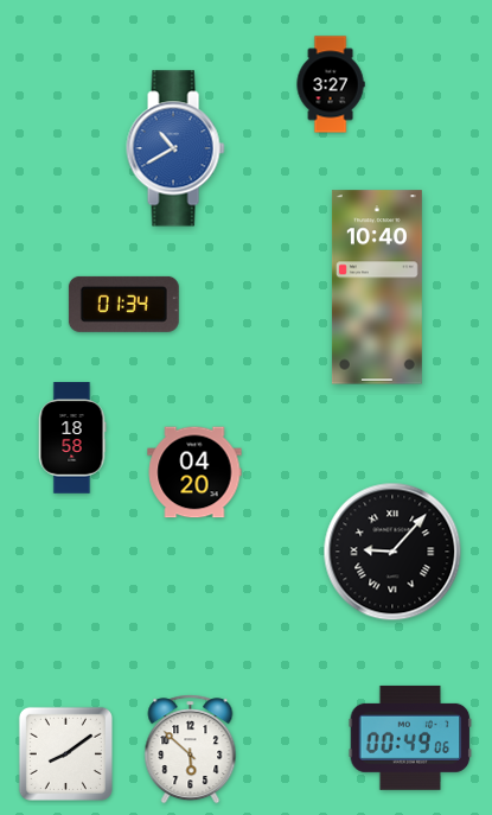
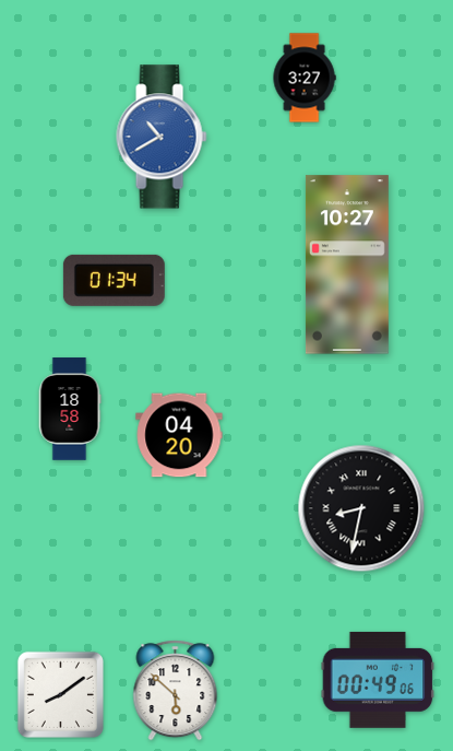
clock at (377, 287): 10:40 -> 10:27
clock at (72, 438) position: (72, 438) -> (70, 409)
clock at (392, 552): 9:07 -> 8:32
